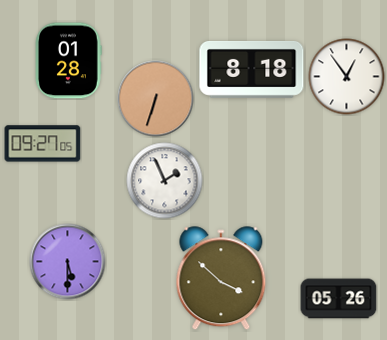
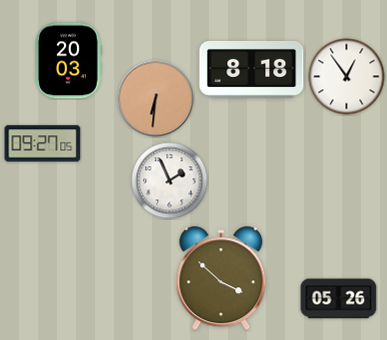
clock at (68, 61): 01:28 -> 20:03
clock at (156, 99): 6:33 -> 6:31
clock at (165, 181) position: (165, 181) -> (170, 181)
clock at (68, 262): 5:30 -> none
